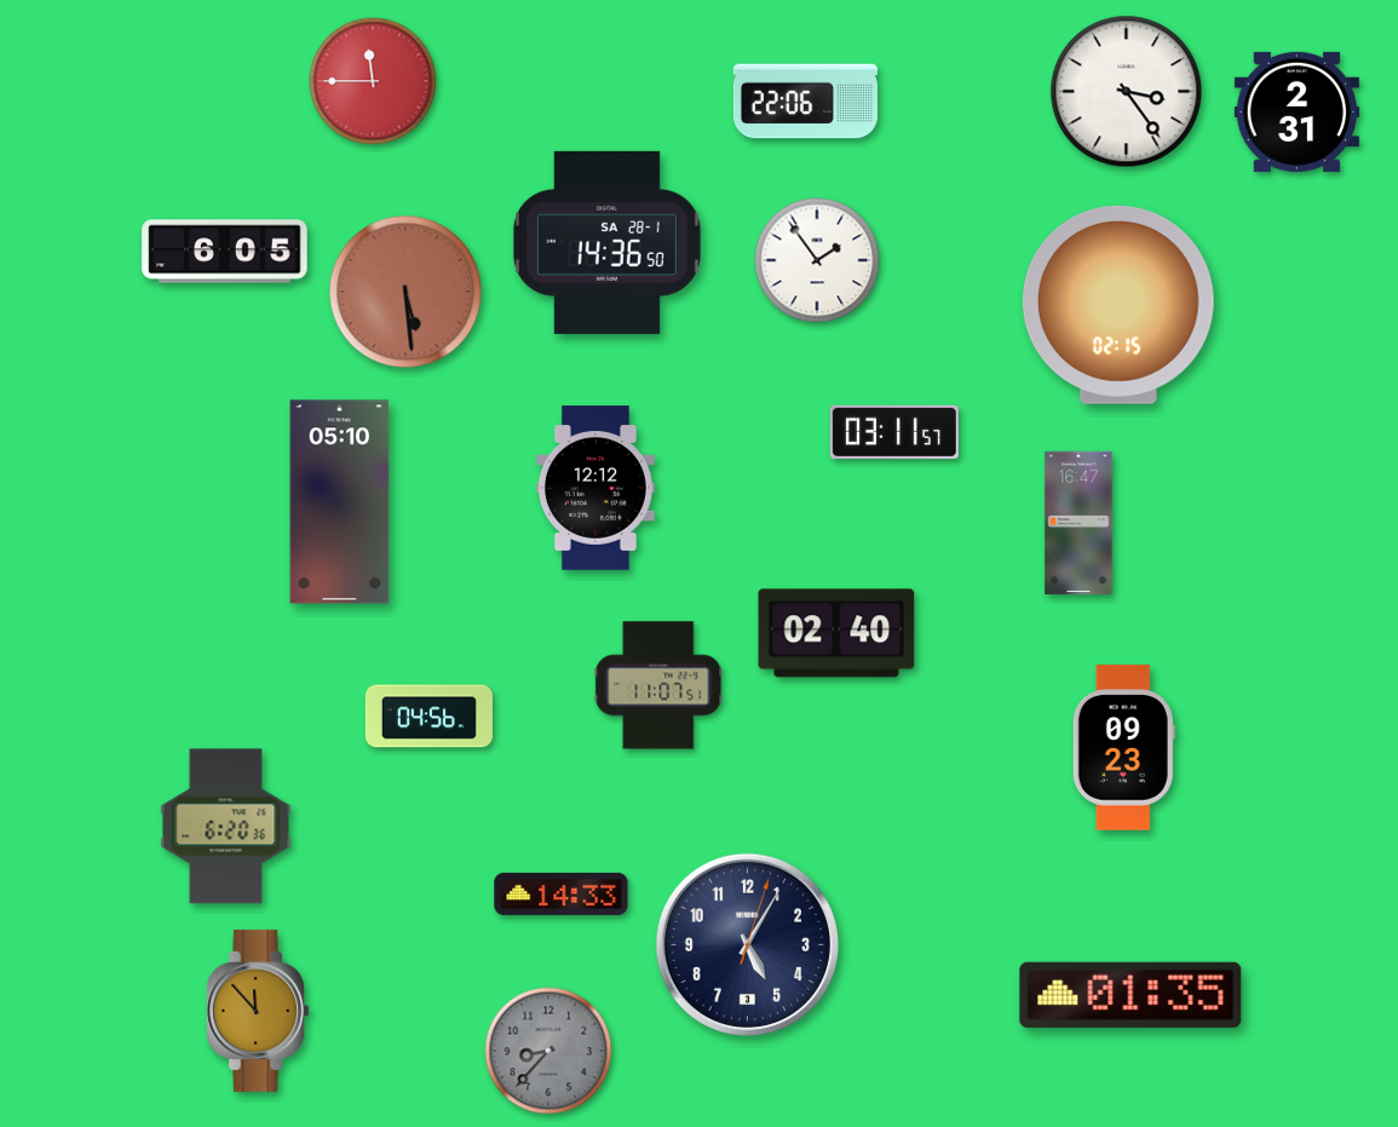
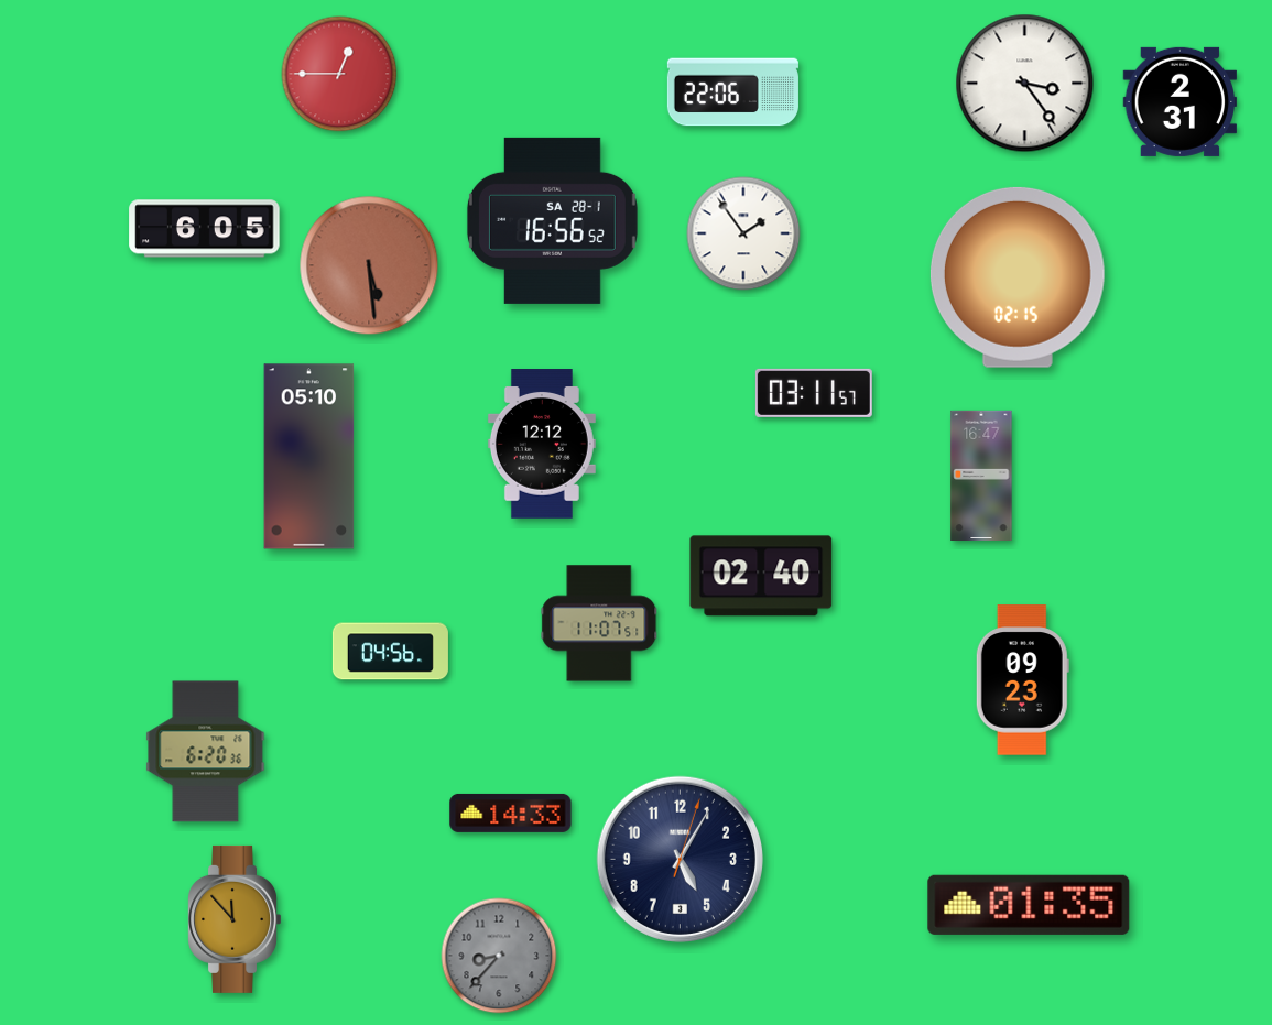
clock at (373, 81): 11:45 -> 12:45
clock at (606, 242): 14:36 -> 16:56
clock at (817, 260) position: (817, 260) -> (743, 233)
